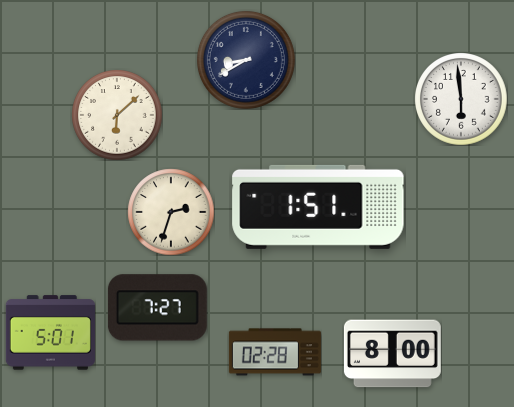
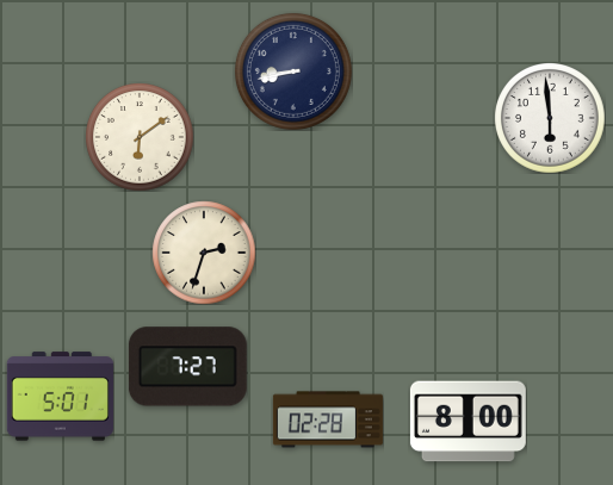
clock at (246, 60): 8:40 -> 8:43
clock at (117, 115): 6:08 -> 6:09
clock at (318, 207): 1:51 -> none
